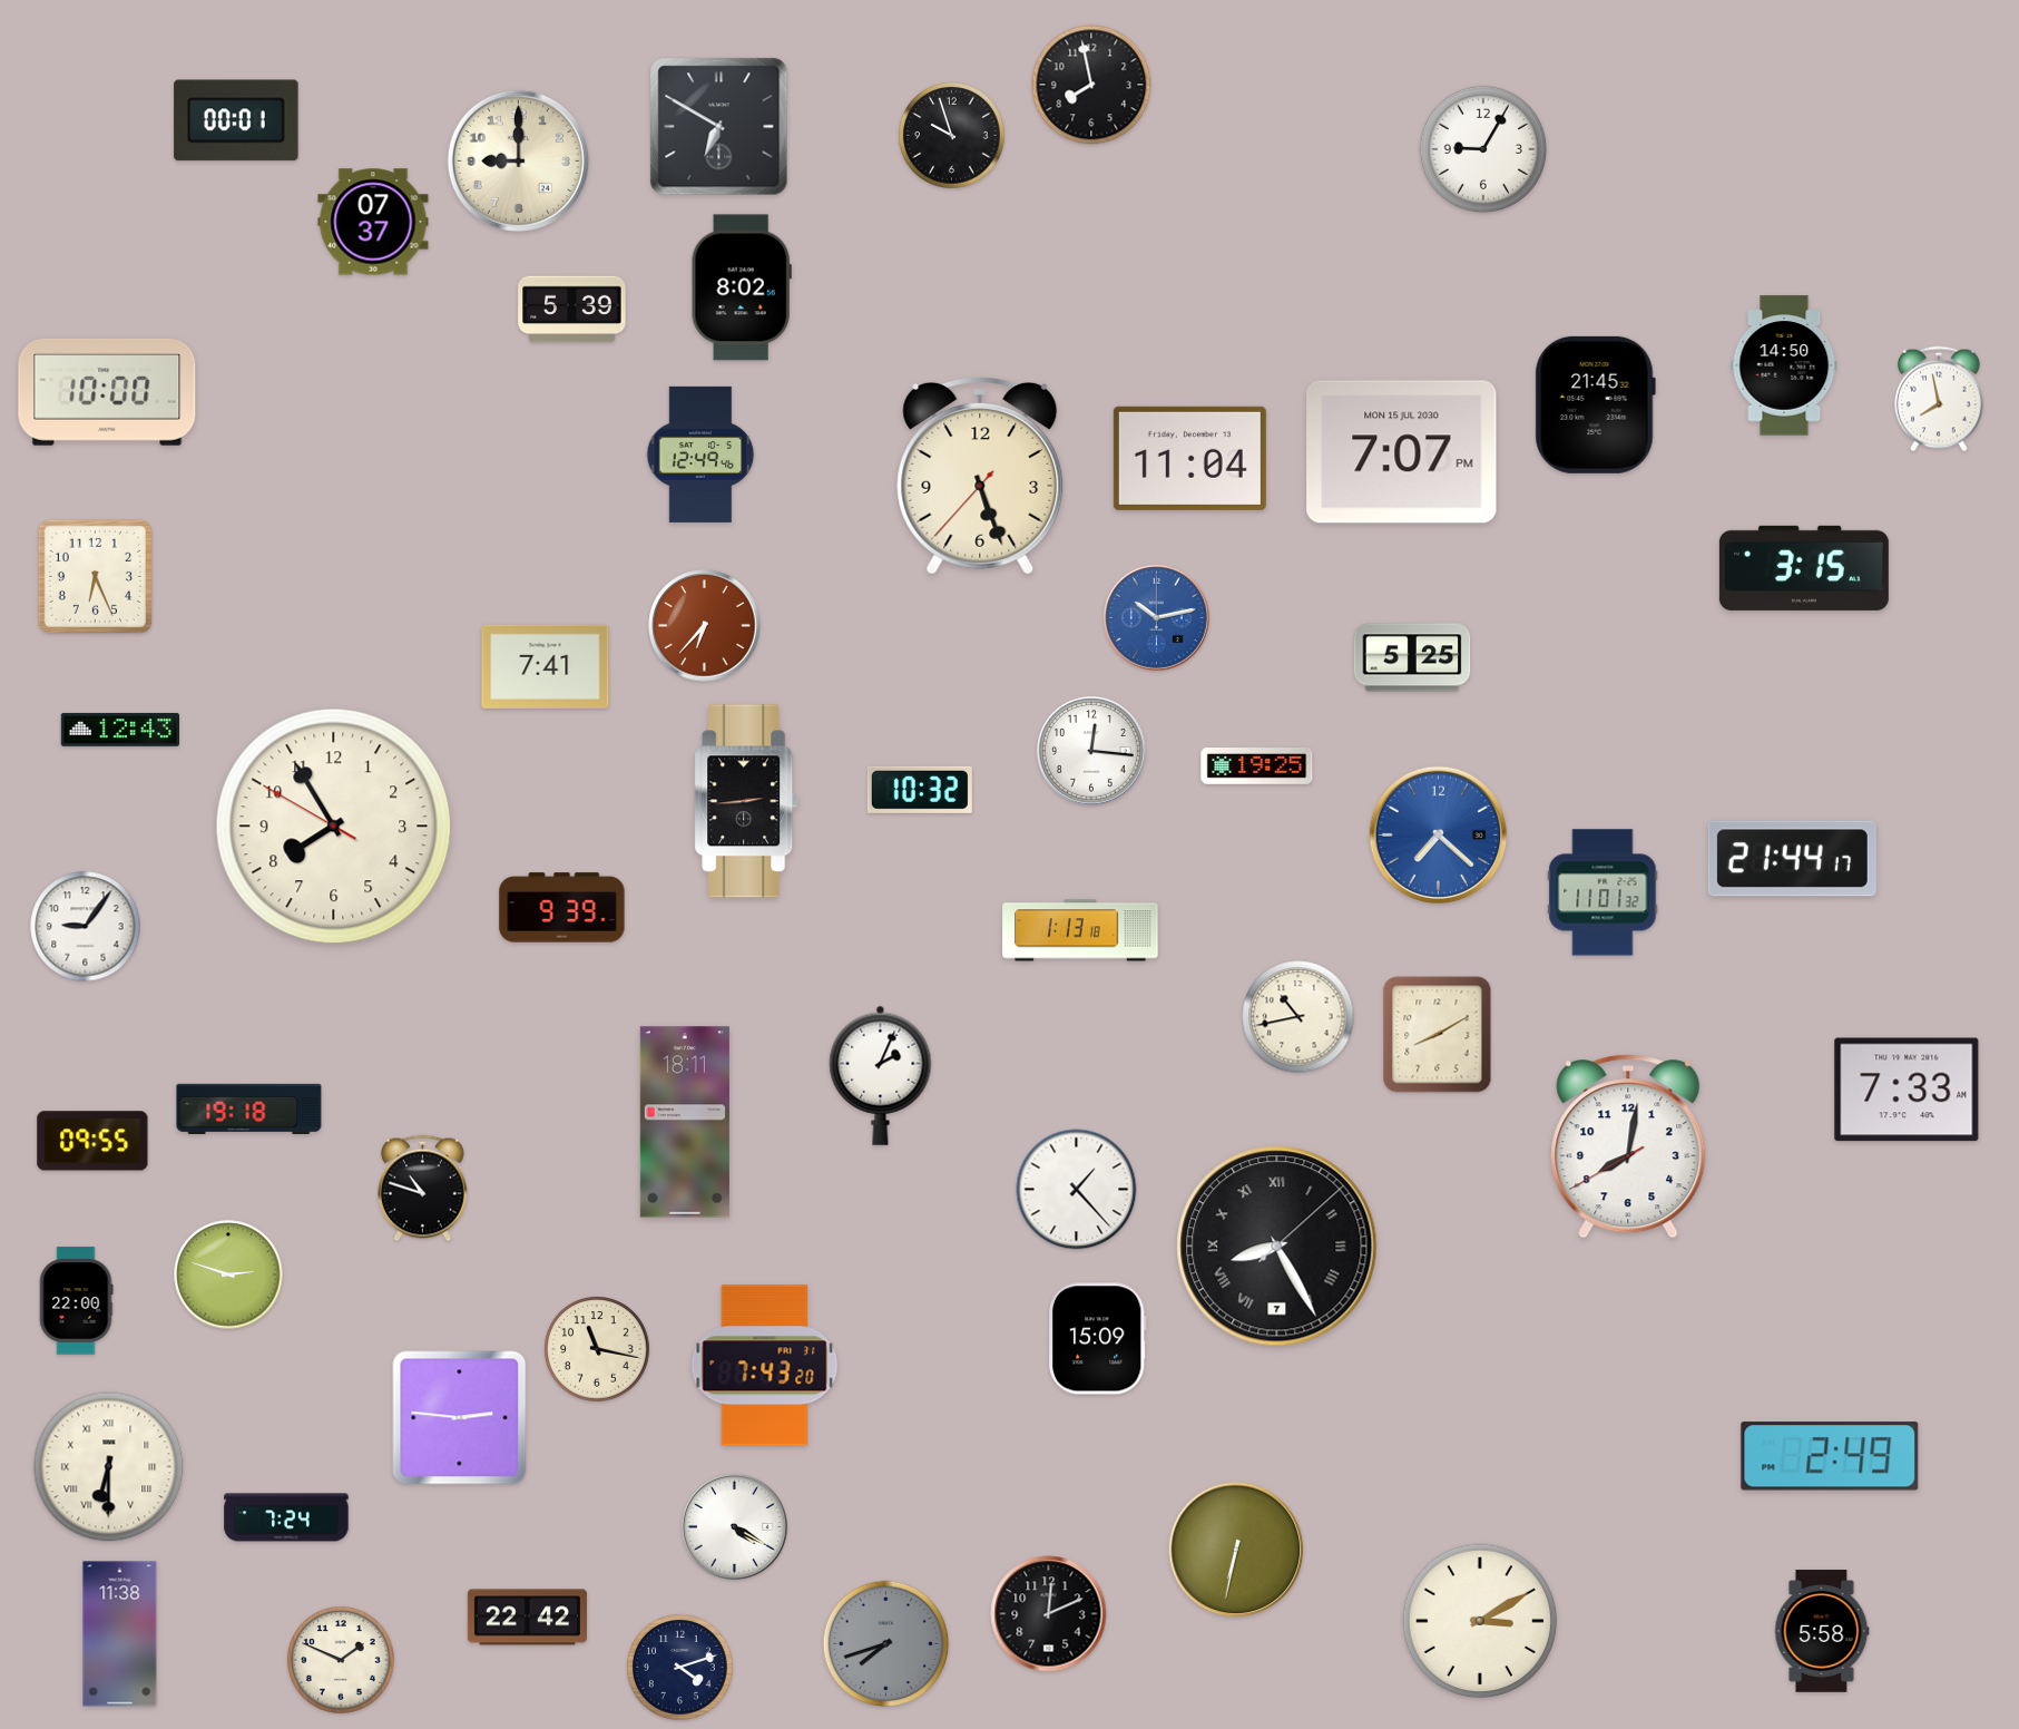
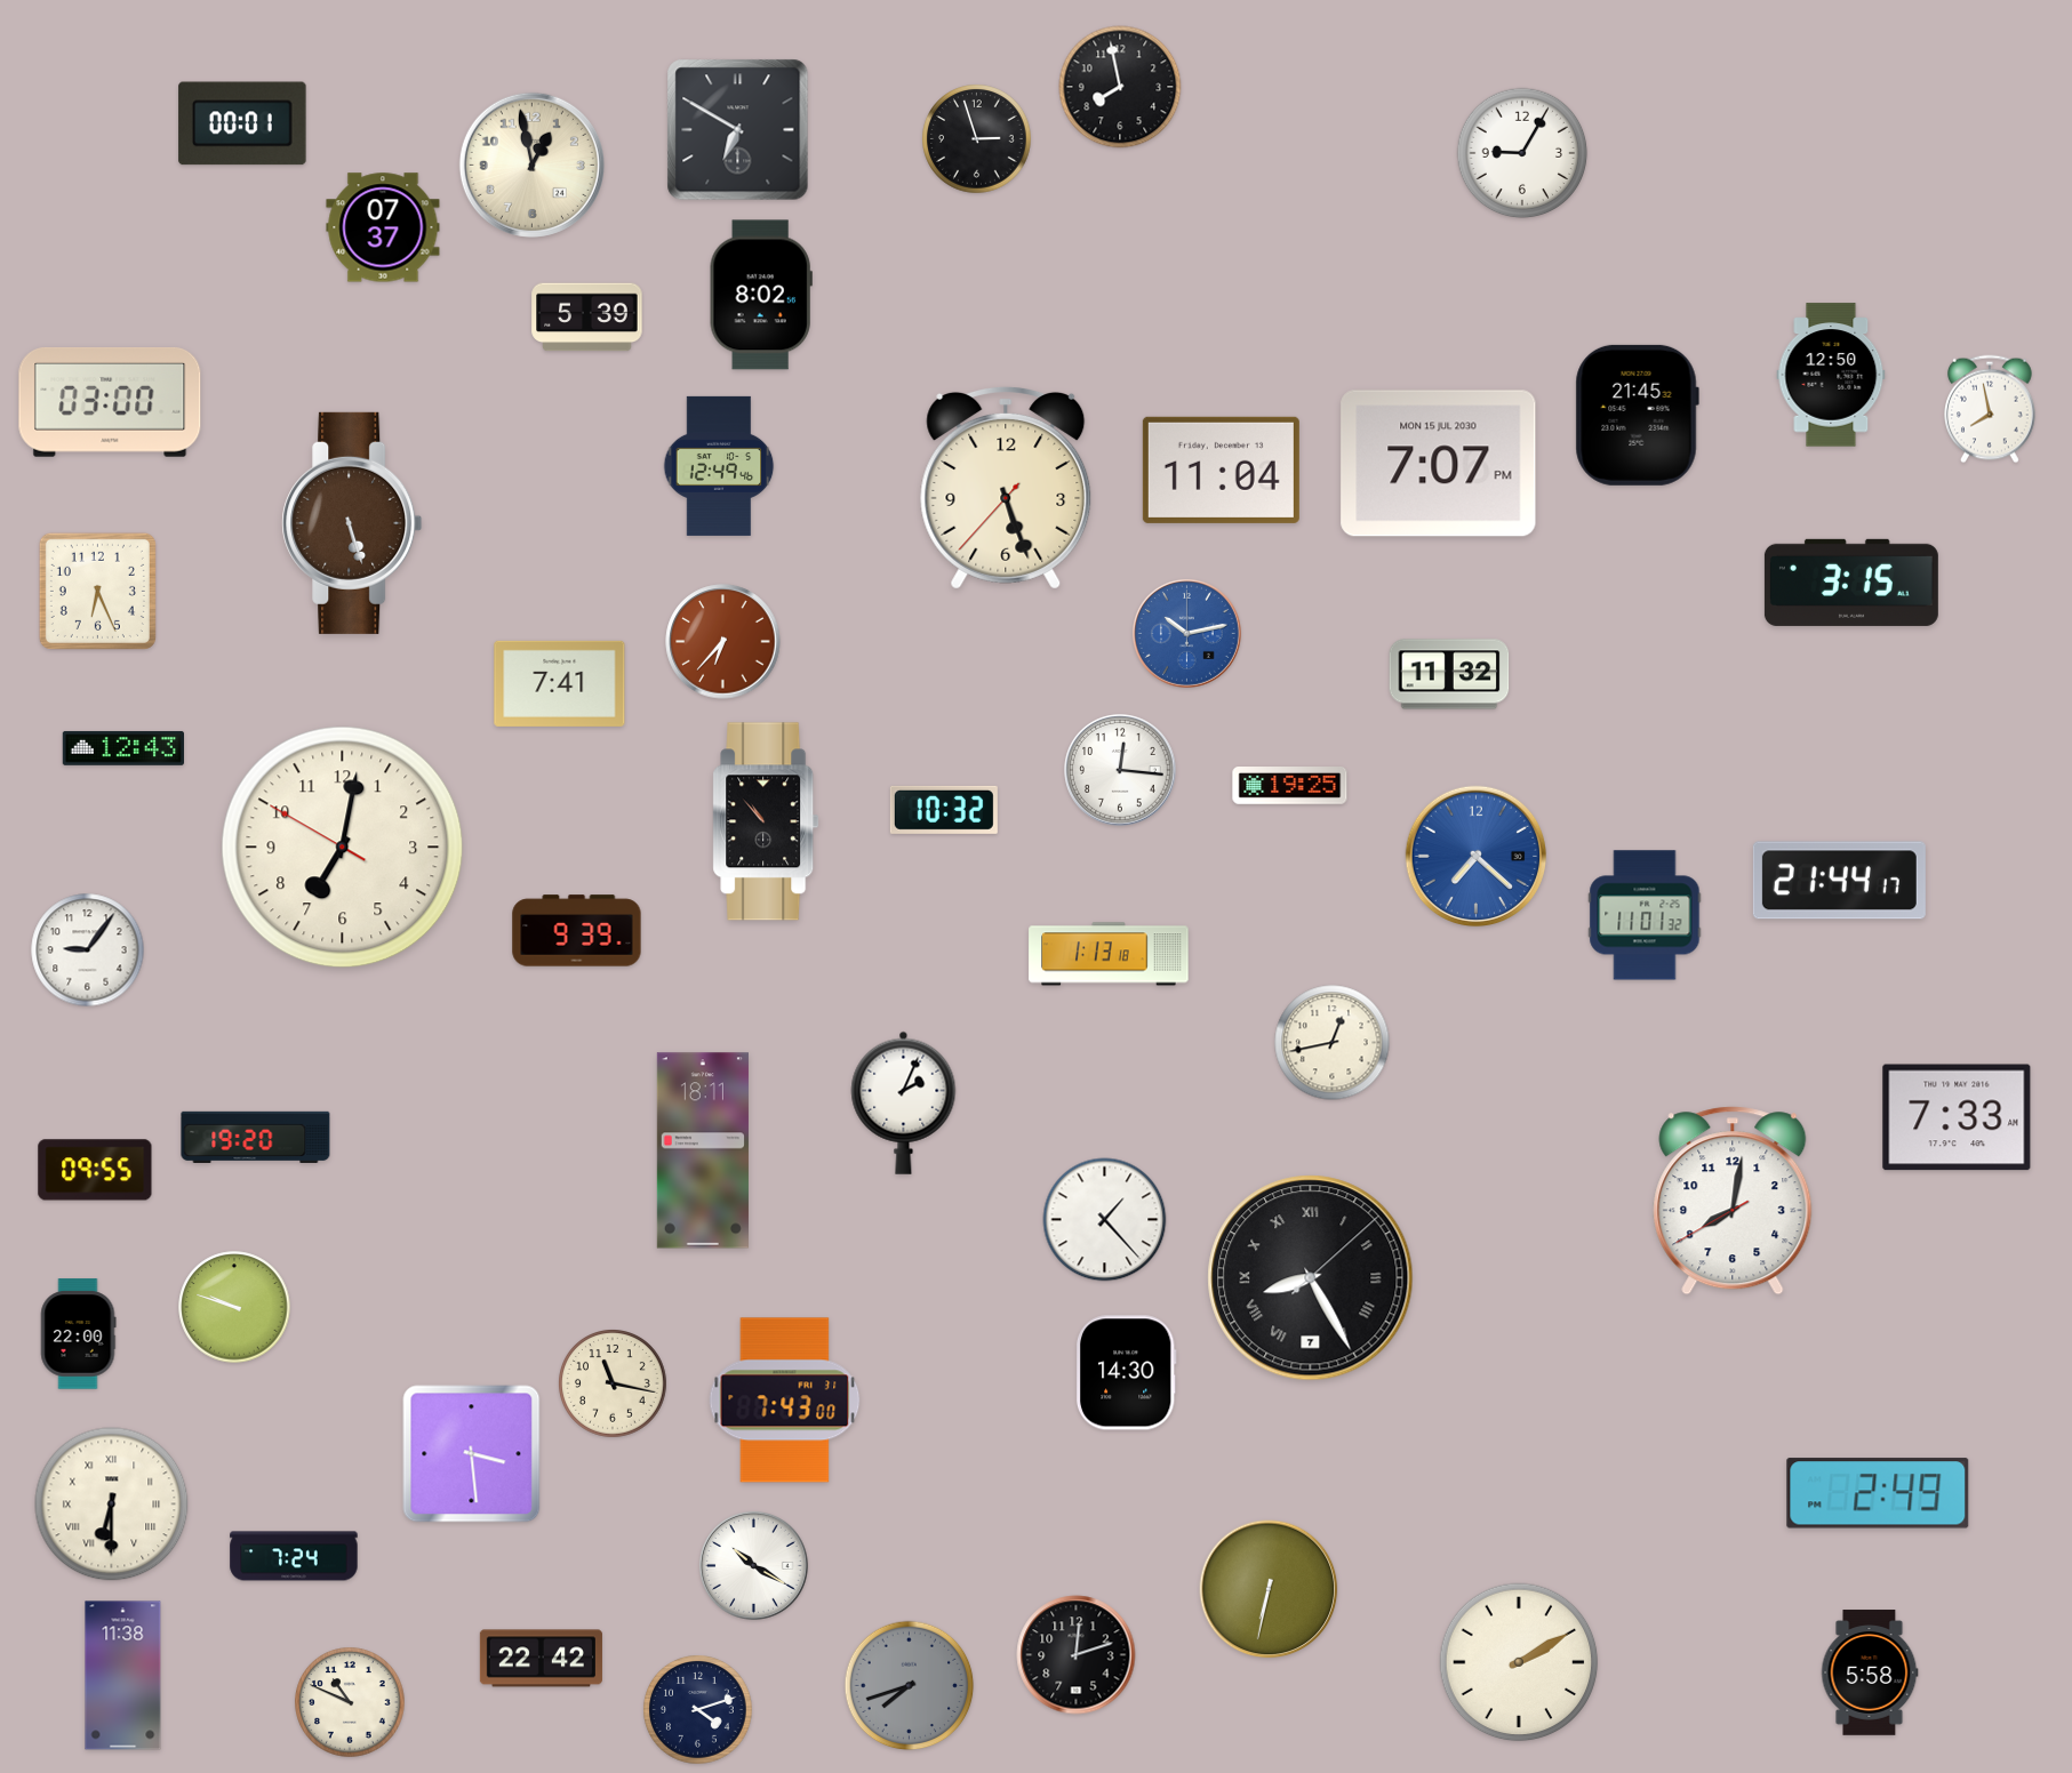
clock at (952, 136): 9:57 -> 2:57
clock at (518, 160): 9:00 -> 12:58
clock at (1784, 365): 14:50 -> 12:50
clock at (107, 392): 10:00 -> 03:00
clock at (352, 523): none -> 5:27
clock at (1412, 657): 5:25 -> 11:32
clock at (746, 801): 2:44 -> 10:53
clock at (334, 827): 7:54 -> 7:01
clock at (1298, 1017): 10:43 -> 12:43
clock at (1438, 1035): 8:10 -> none
clock at (249, 1108): 19:18 -> 19:20
clock at (1628, 1146) position: (1628, 1146) -> (1733, 1201)
clock at (422, 1189): 10:48 -> none
clock at (228, 1274): 2:48 -> 9:48
clock at (1097, 1339): 15:09 -> 14:30
clock at (765, 1366): 7:43:20 -> 7:43:00
clock at (460, 1418): 2:46 -> 3:29
clock at (734, 1526): 4:20 -> 10:20
clock at (1049, 1614): 12:11 -> 12:12
clock at (1480, 1621): 3:10 -> 2:10
clock at (341, 1660): 1:49 -> 10:49
